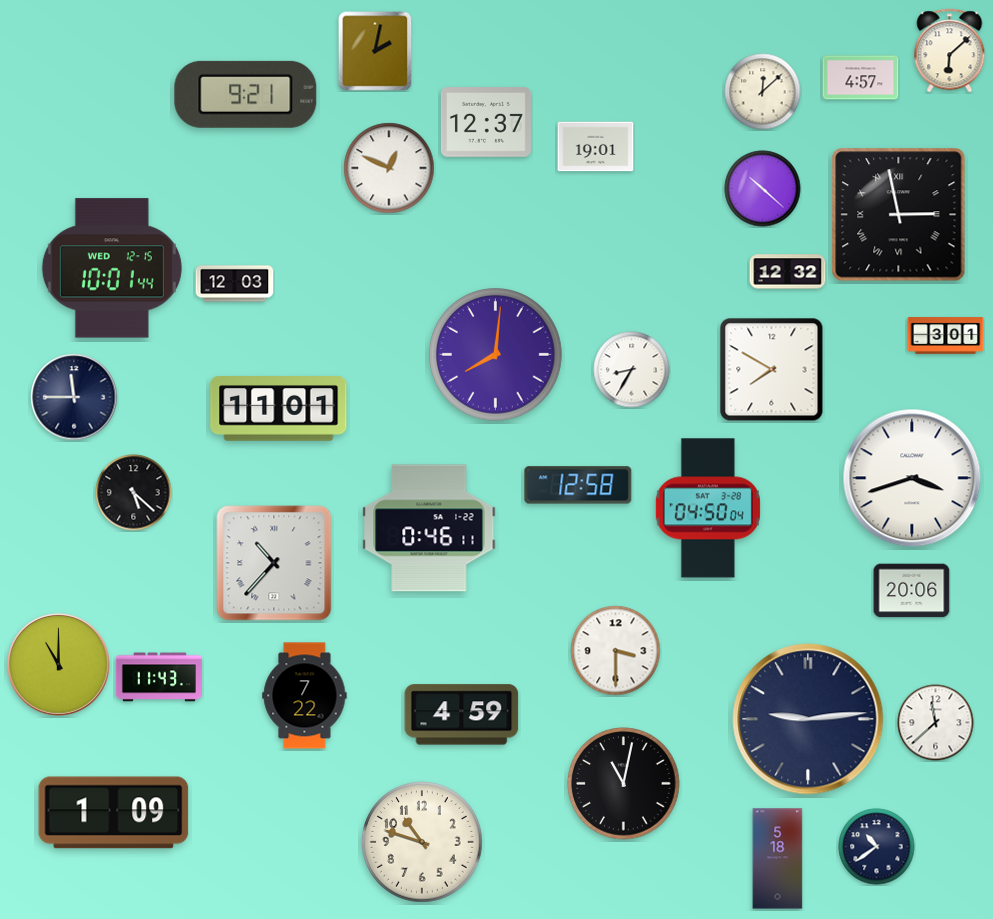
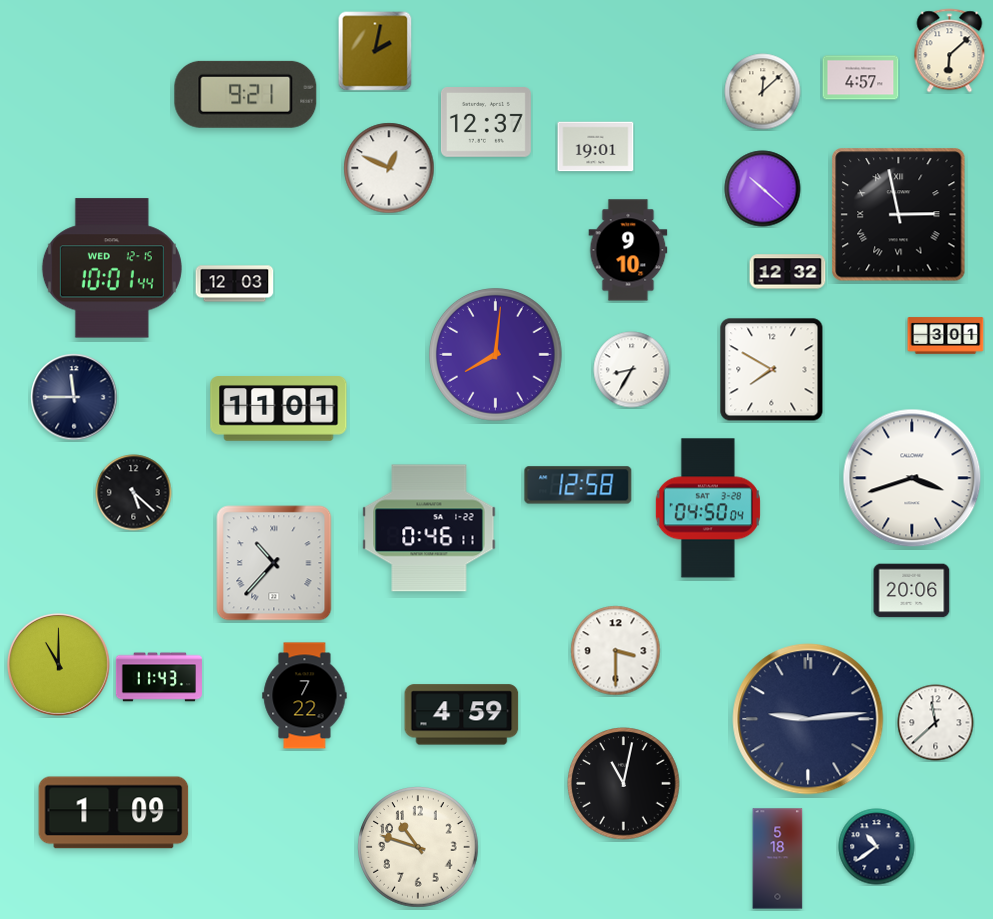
clock at (628, 250): none -> 9:10
clock at (422, 842) position: (422, 842) -> (418, 847)
